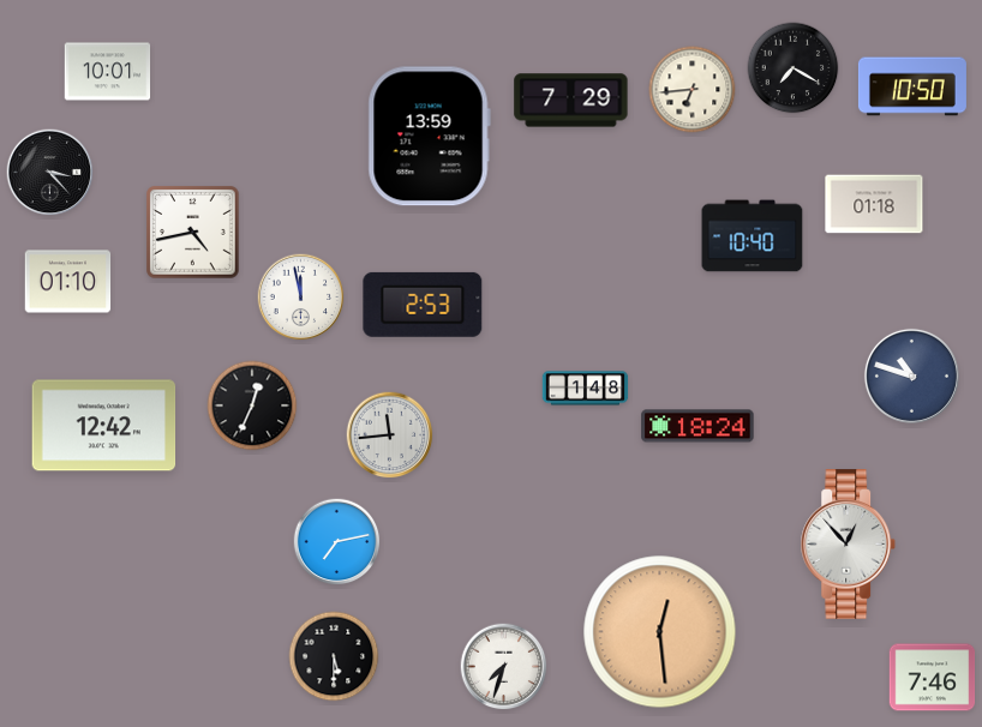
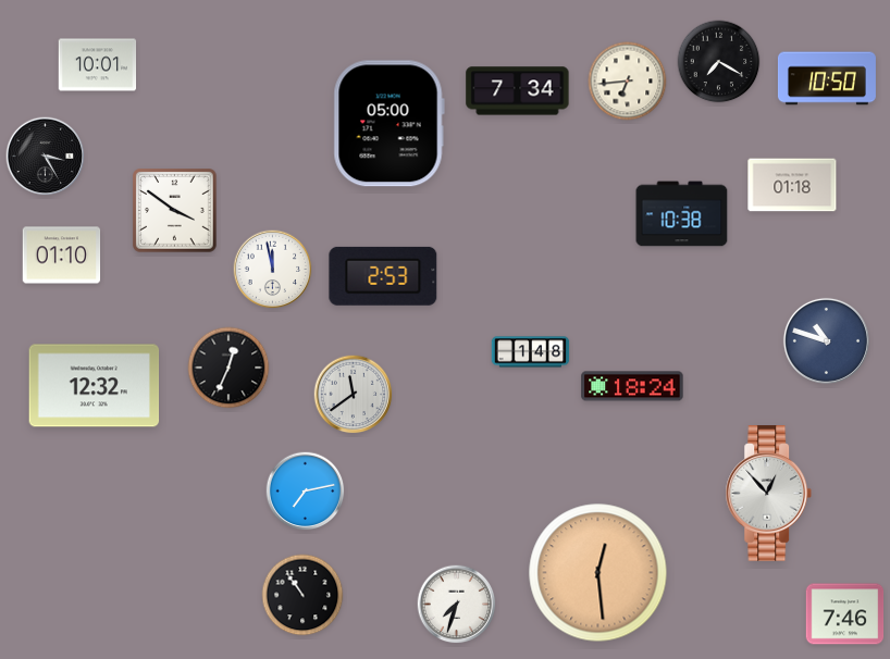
clock at (571, 101): 7:29 -> 7:34
clock at (429, 137): 13:59 -> 05:00
clock at (50, 173): 3:23 -> 3:25
clock at (193, 233): 4:43 -> 3:51
clock at (753, 236): 10:40 -> 10:38
clock at (104, 426): 12:42 -> 12:32
clock at (390, 435): 11:44 -> 11:39
clock at (334, 656): 5:30 -> 10:54
